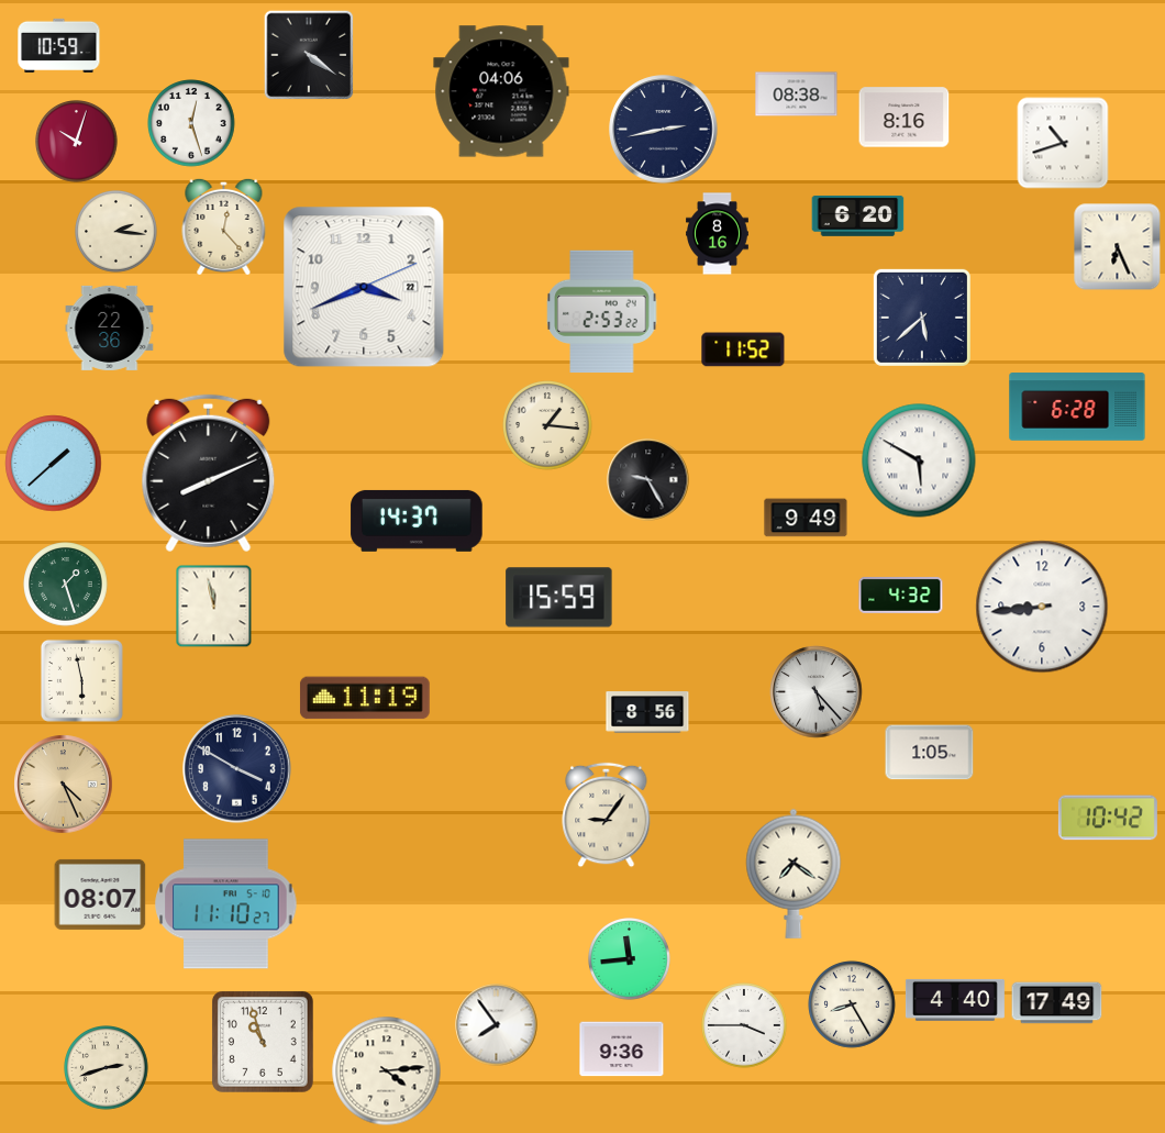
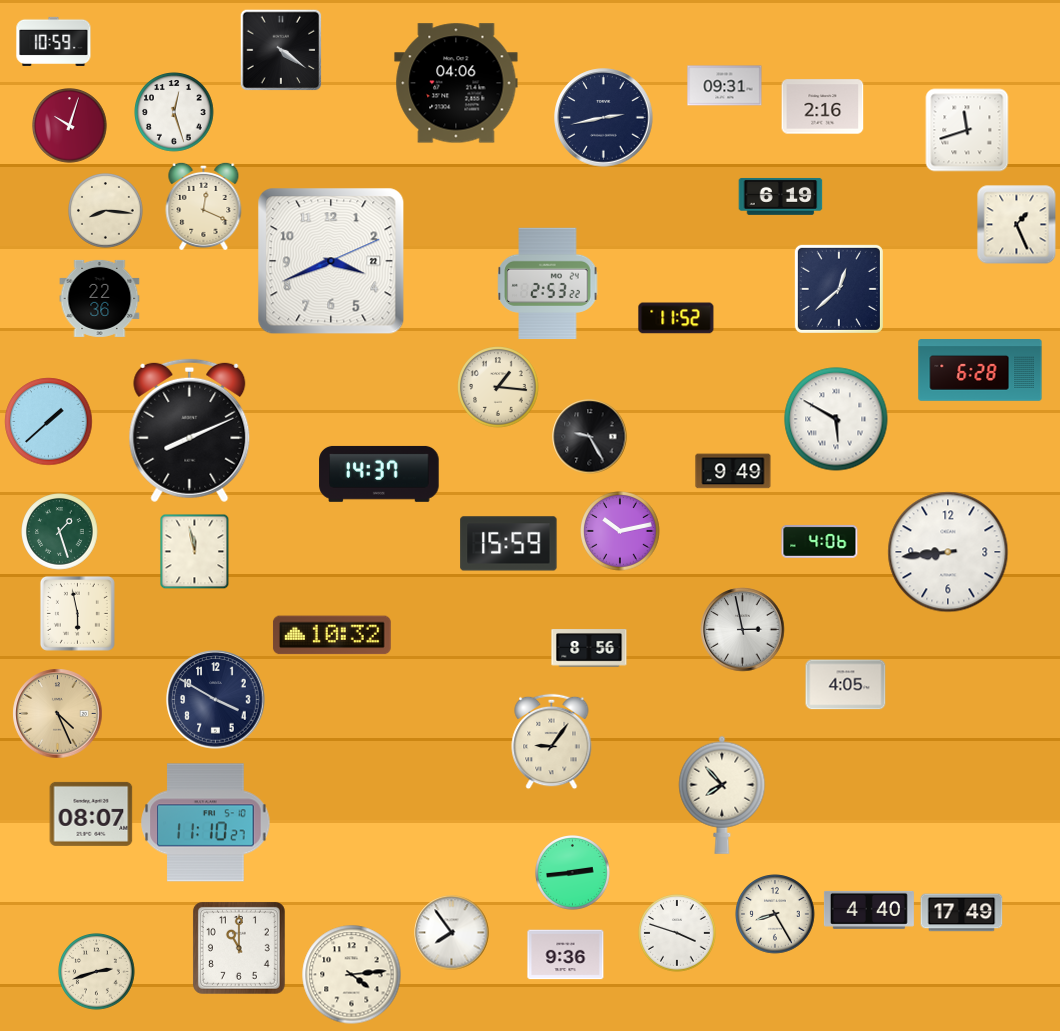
clock at (797, 95): 08:38 -> 09:31
clock at (905, 118): 8:16 -> 2:16
clock at (77, 142) position: (77, 142) -> (70, 126)
clock at (1063, 143): 10:42 -> 11:42
clock at (858, 215): 6:20 -> 6:19
clock at (224, 225): 12:23 -> 12:19
clock at (116, 232): 2:16 -> 8:16
clock at (718, 234): 8:16 -> none
clock at (1118, 247): 6:26 -> 1:26
clock at (922, 318): 5:38 -> 12:38
clock at (620, 531): none -> 10:13
clock at (901, 595): 4:32 -> 4:06
clock at (81, 680) position: (81, 680) -> (77, 613)
clock at (817, 692): 5:23 -> 2:58
clock at (365, 698): 11:19 -> 10:32
clock at (930, 753): 1:05 -> 4:05
clock at (1108, 818): 10:42 -> none
clock at (794, 874): 7:21 -> 7:53
clock at (630, 959): 11:44 -> 2:44
clock at (744, 1025): 3:45 -> 3:48
clock at (263, 1042): 10:57 -> 11:00
